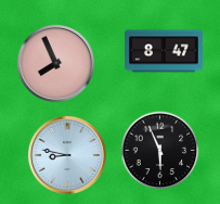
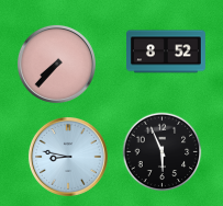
clock at (165, 51): 8:47 -> 8:52
clock at (55, 63): 7:56 -> 7:37
